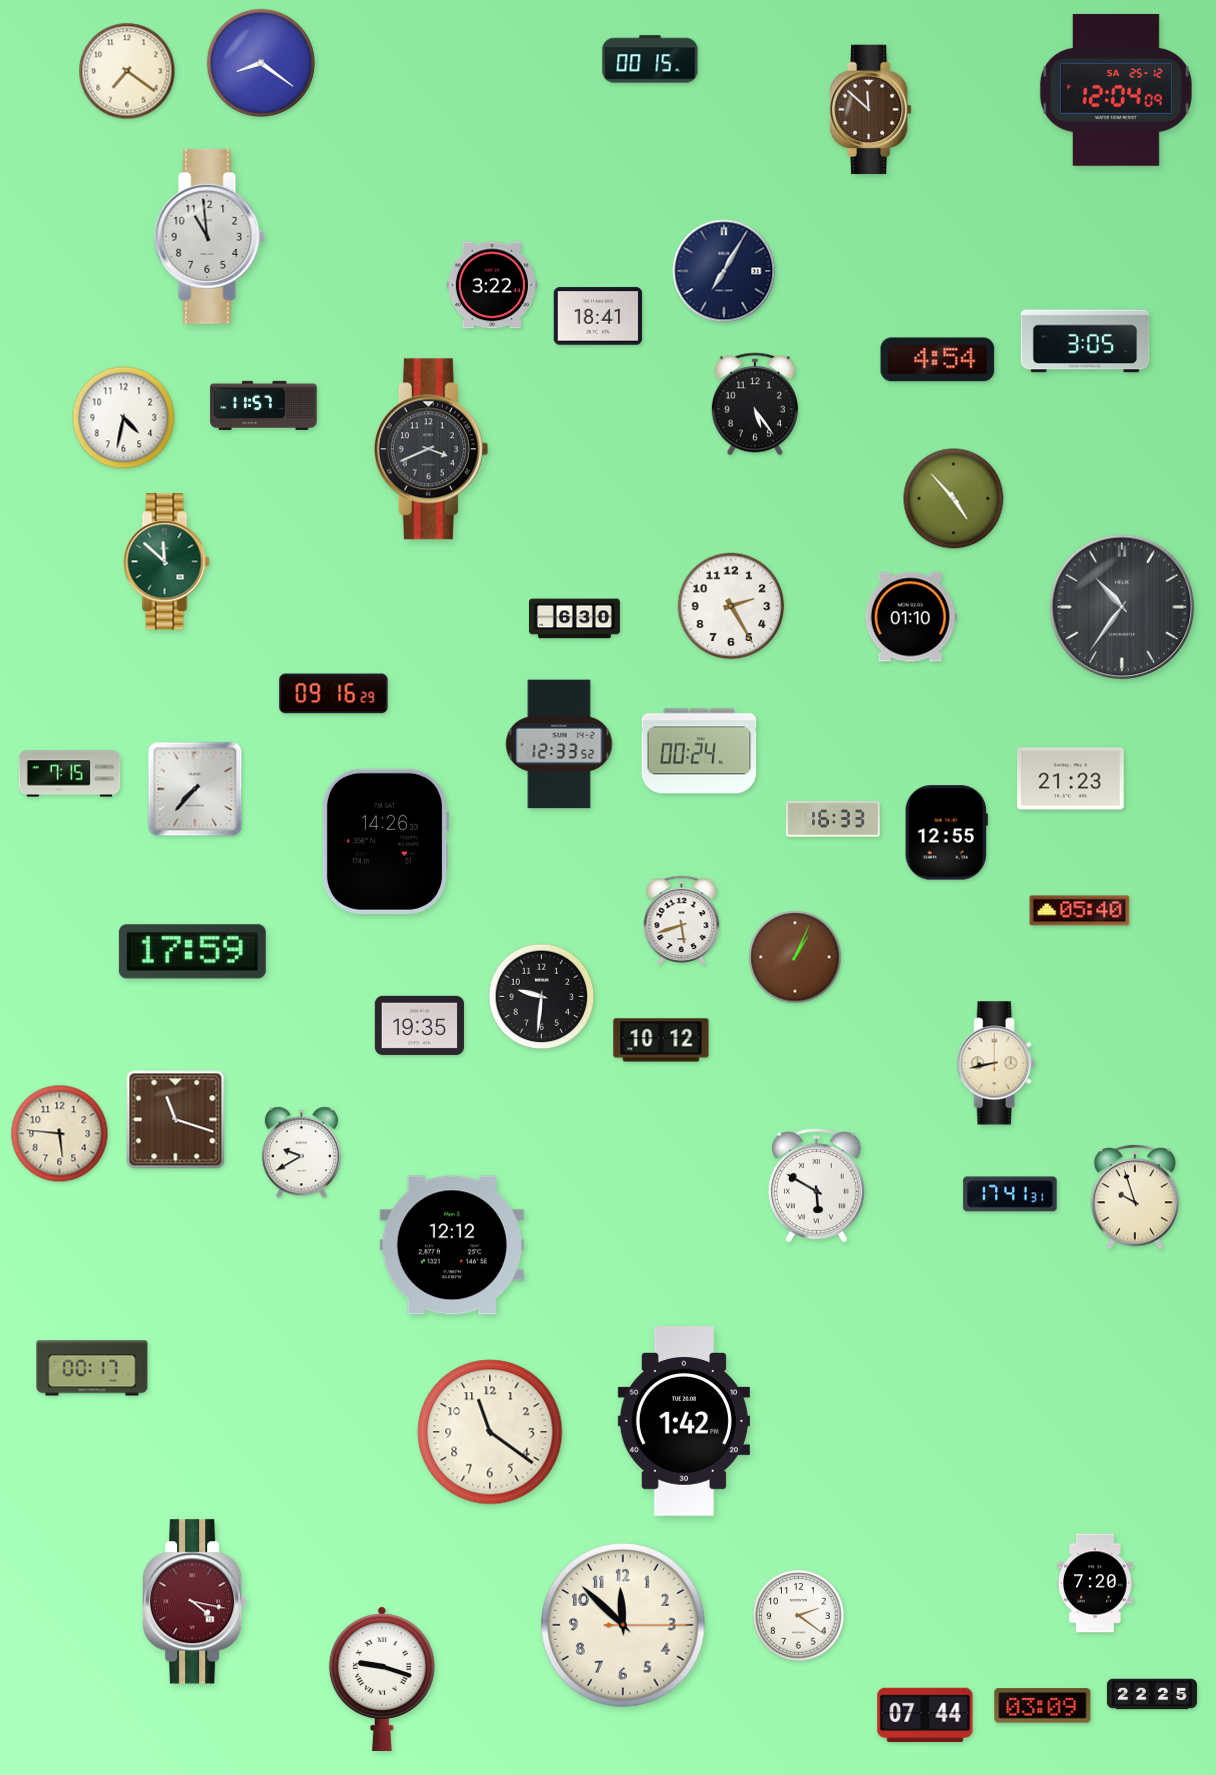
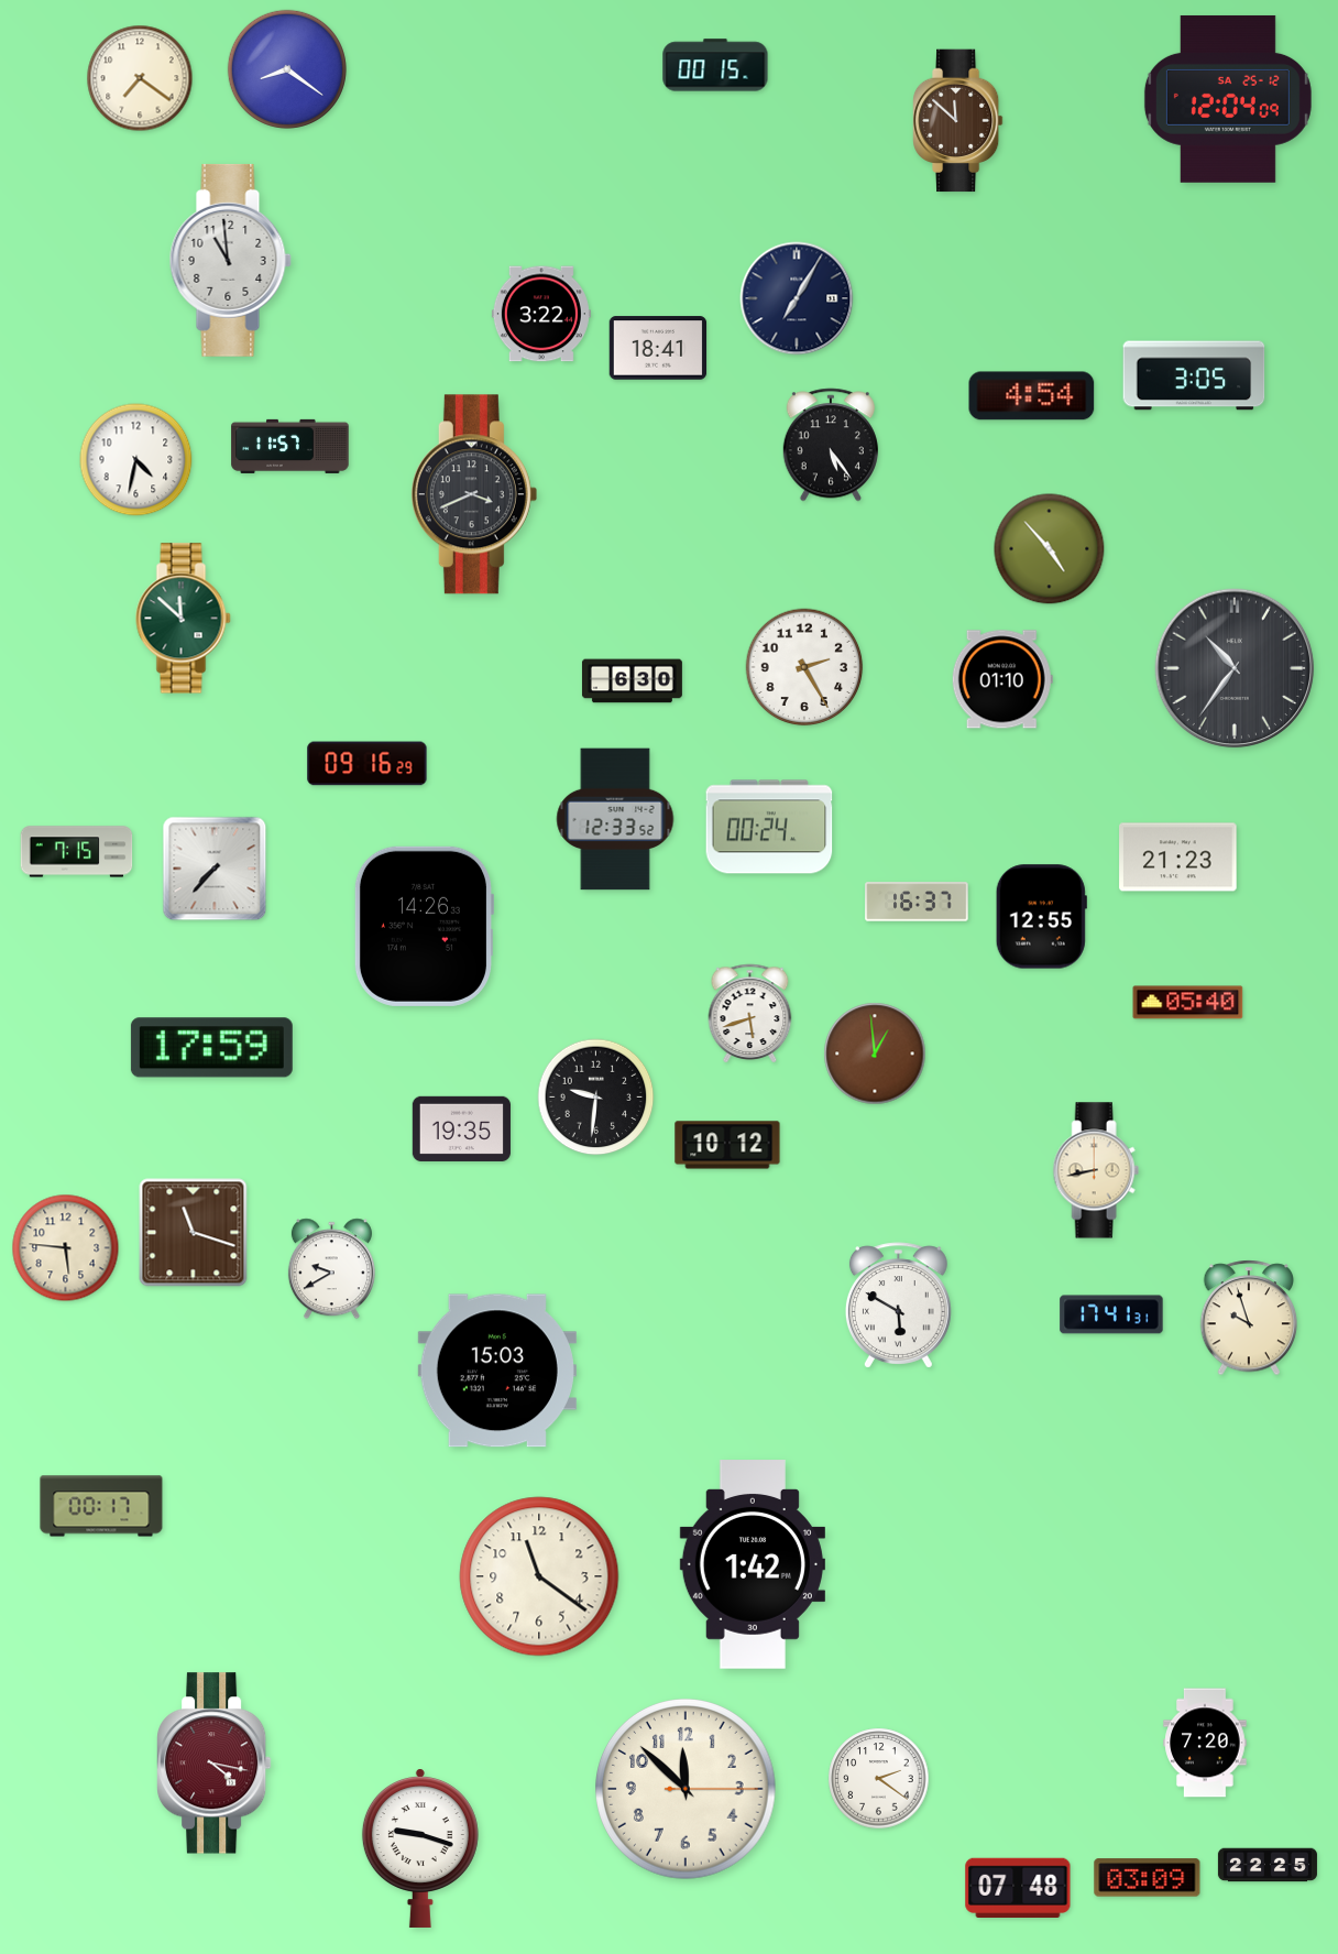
clock at (833, 819): 16:33 -> 16:37
clock at (795, 957): 1:04 -> 12:59
clock at (452, 1245): 12:12 -> 15:03
clock at (925, 1714): 07:44 -> 07:48
